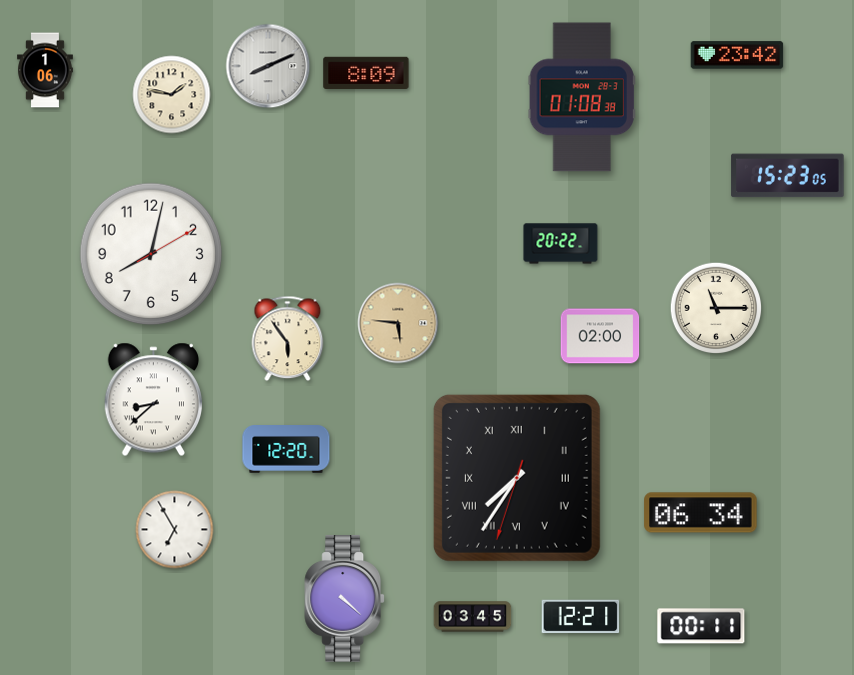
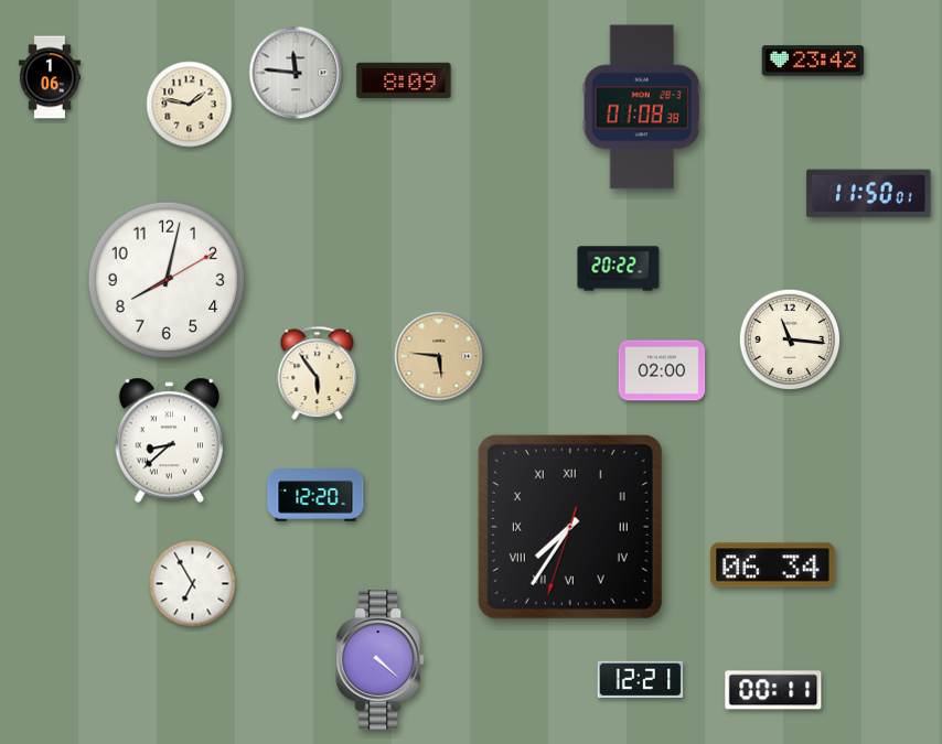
clock at (268, 66): 8:11 -> 11:46
clock at (788, 176): 15:23 -> 11:50
clock at (716, 308): 11:15 -> 11:16
clock at (473, 617): 03:45 -> none
